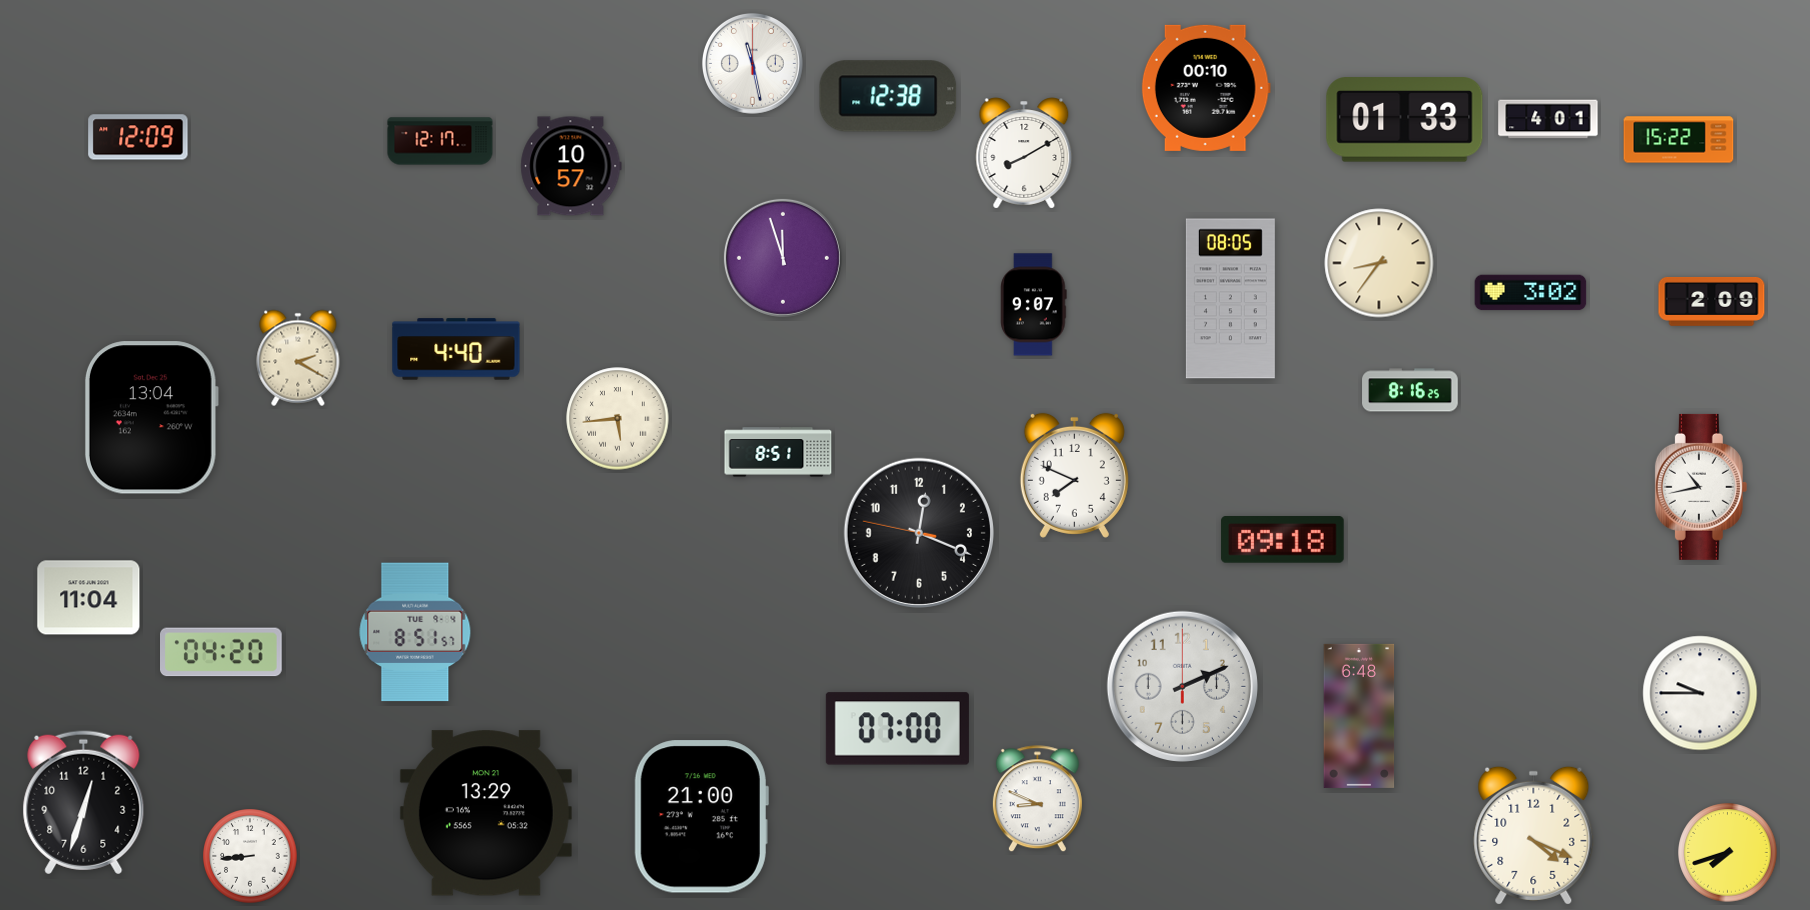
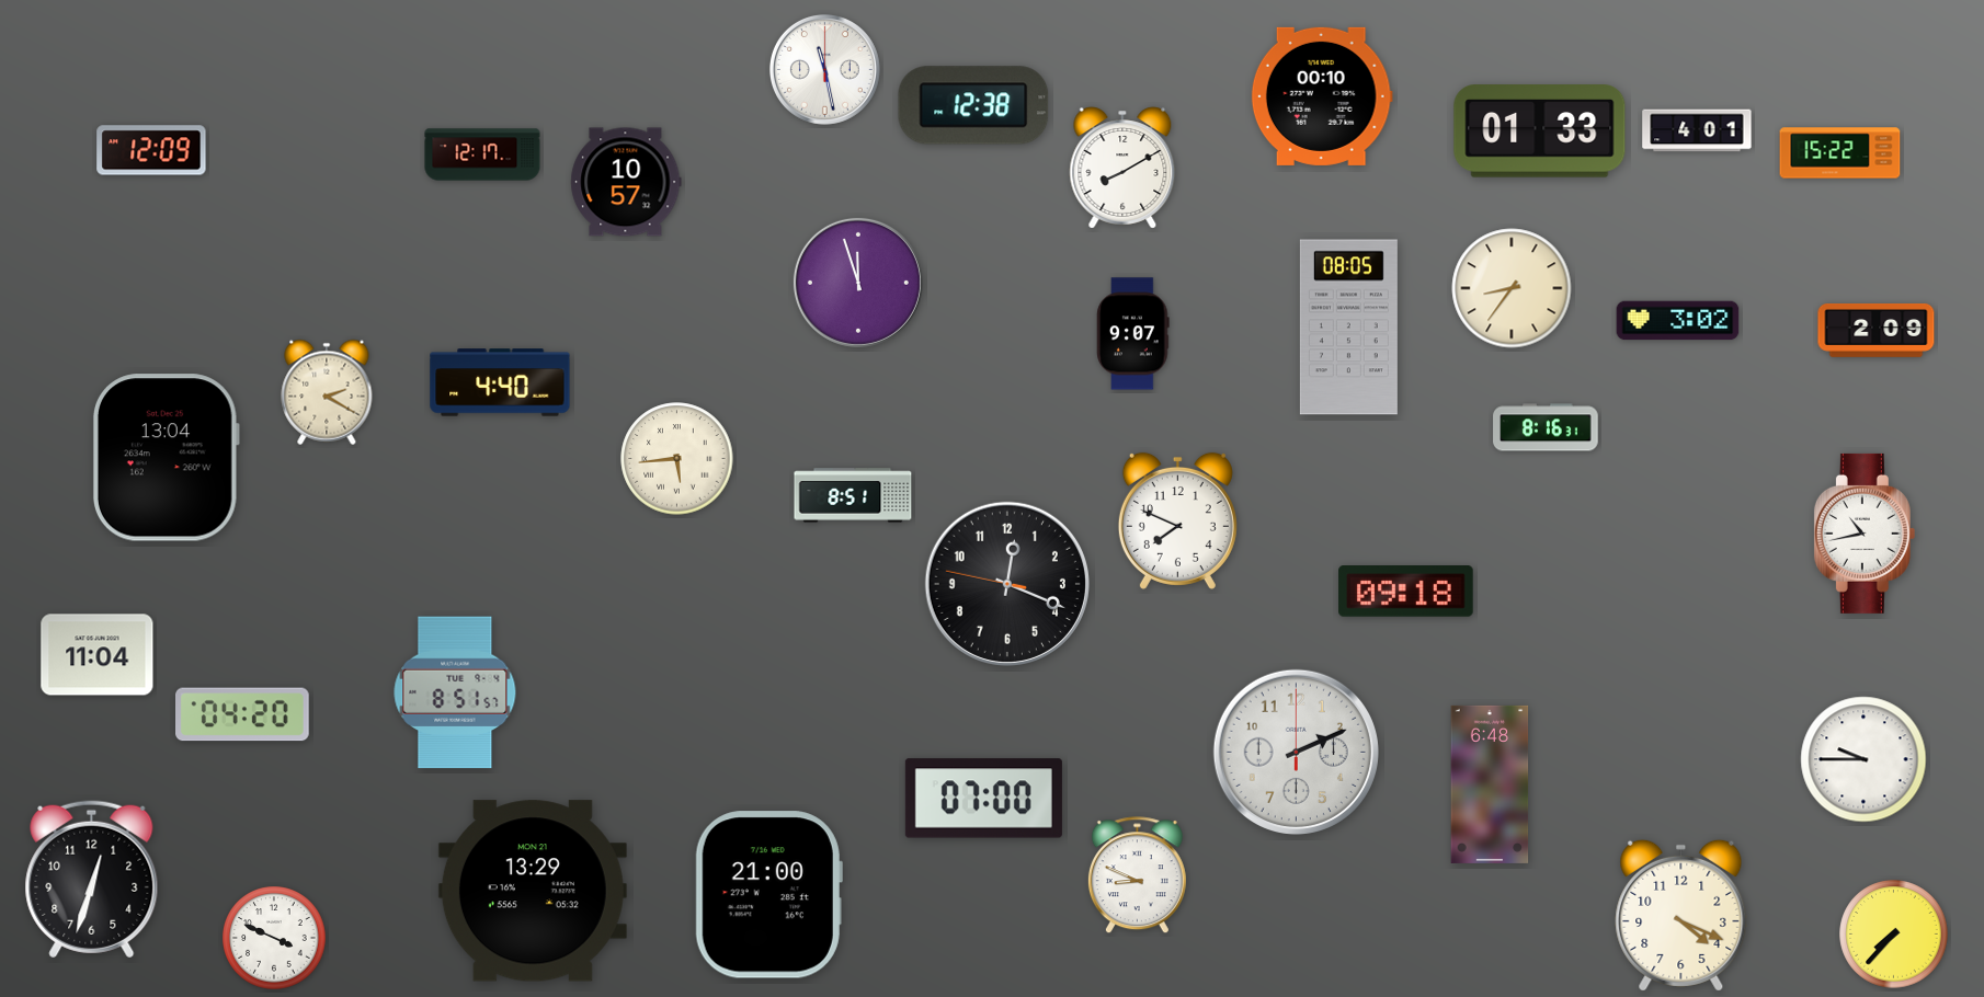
clock at (1410, 390): 8:16:25 -> 8:16:31
clock at (1728, 853): 7:42 -> 7:37
clock at (250, 856): 8:44 -> 3:49
